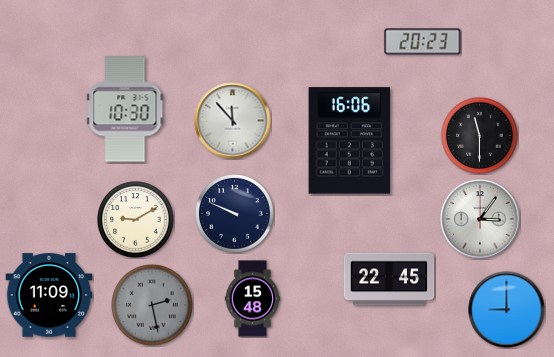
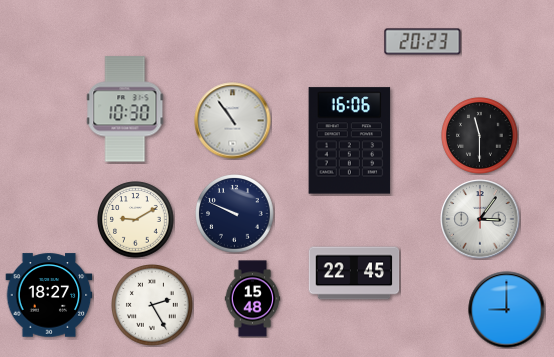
clock at (233, 121): 11:53 -> 10:54
clock at (389, 279) position: (389, 279) -> (354, 273)
clock at (49, 295): 11:09 -> 18:27
clock at (153, 306): 2:28 -> 2:25
clock at (153, 306) dial: grey -> white
